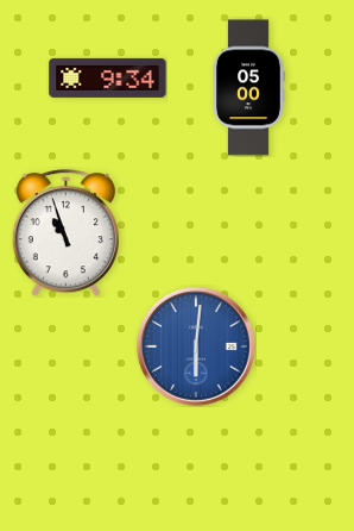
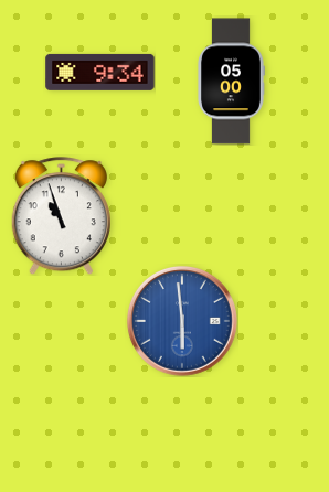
clock at (196, 346): 6:01 -> 5:59
